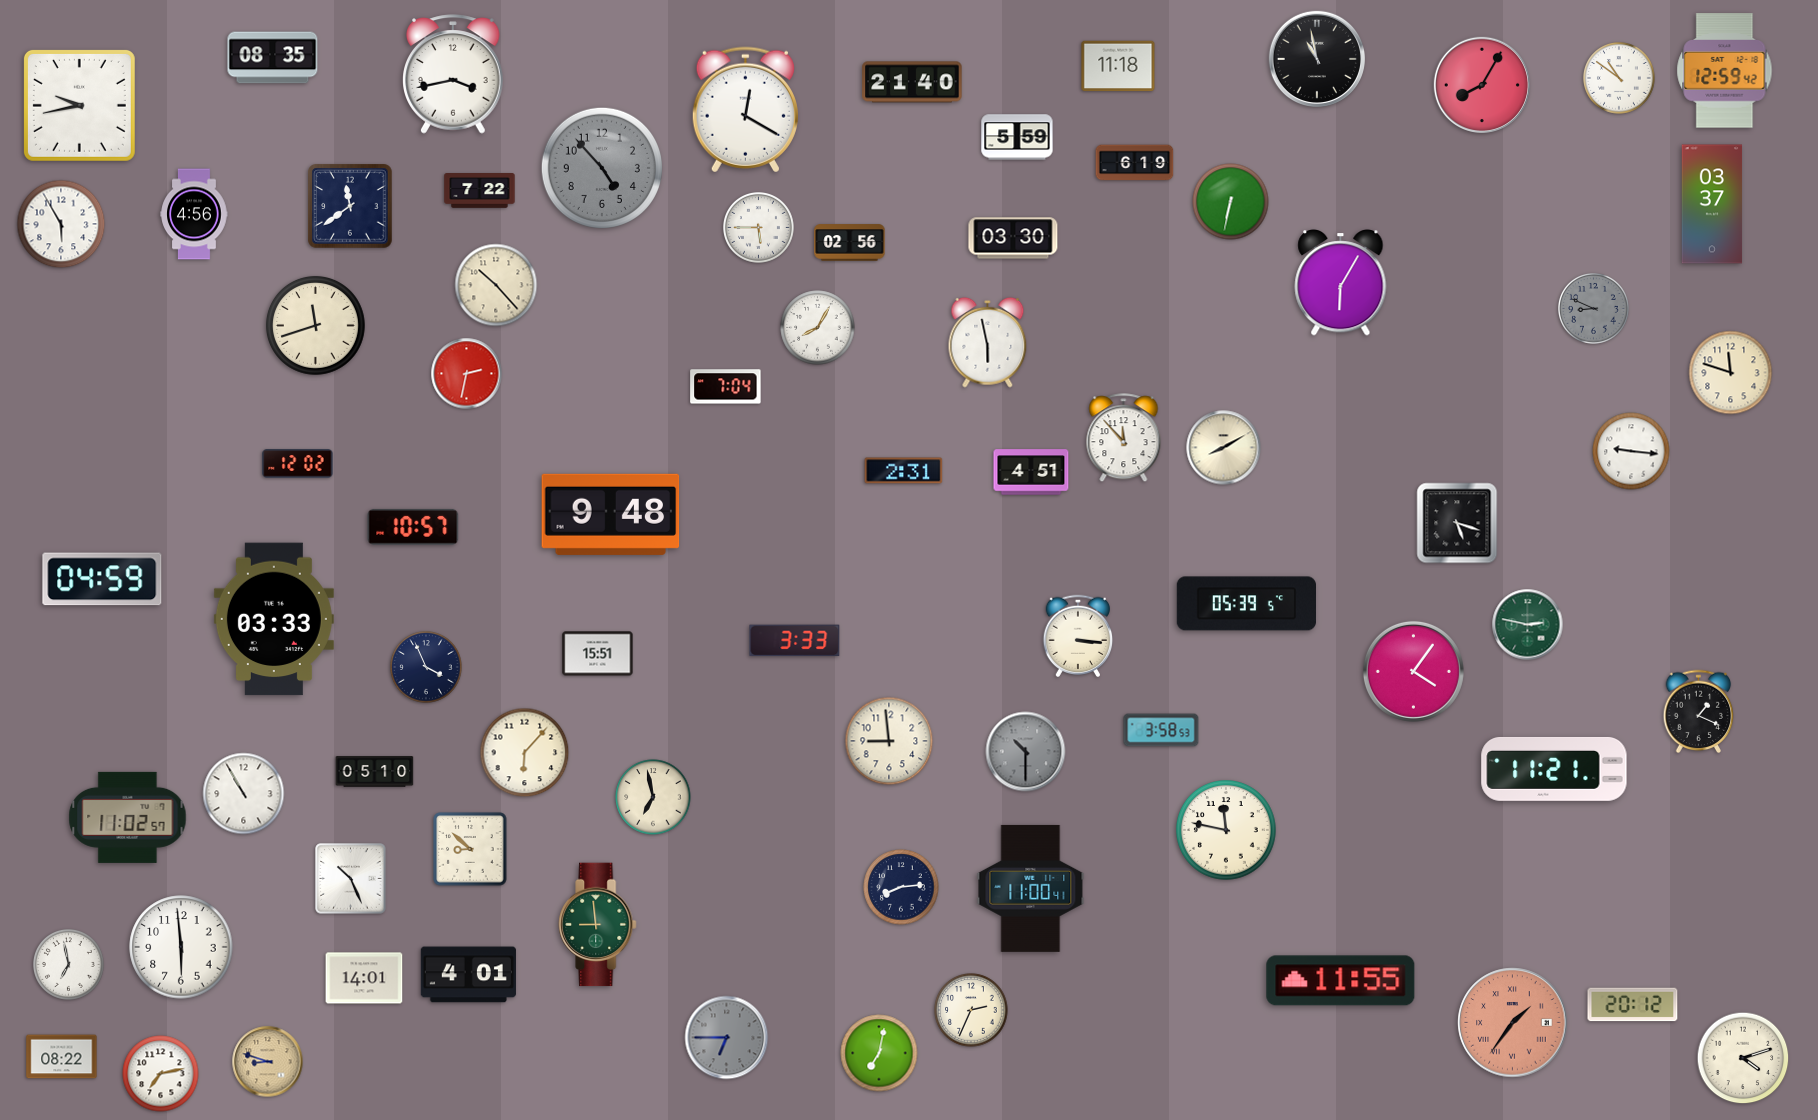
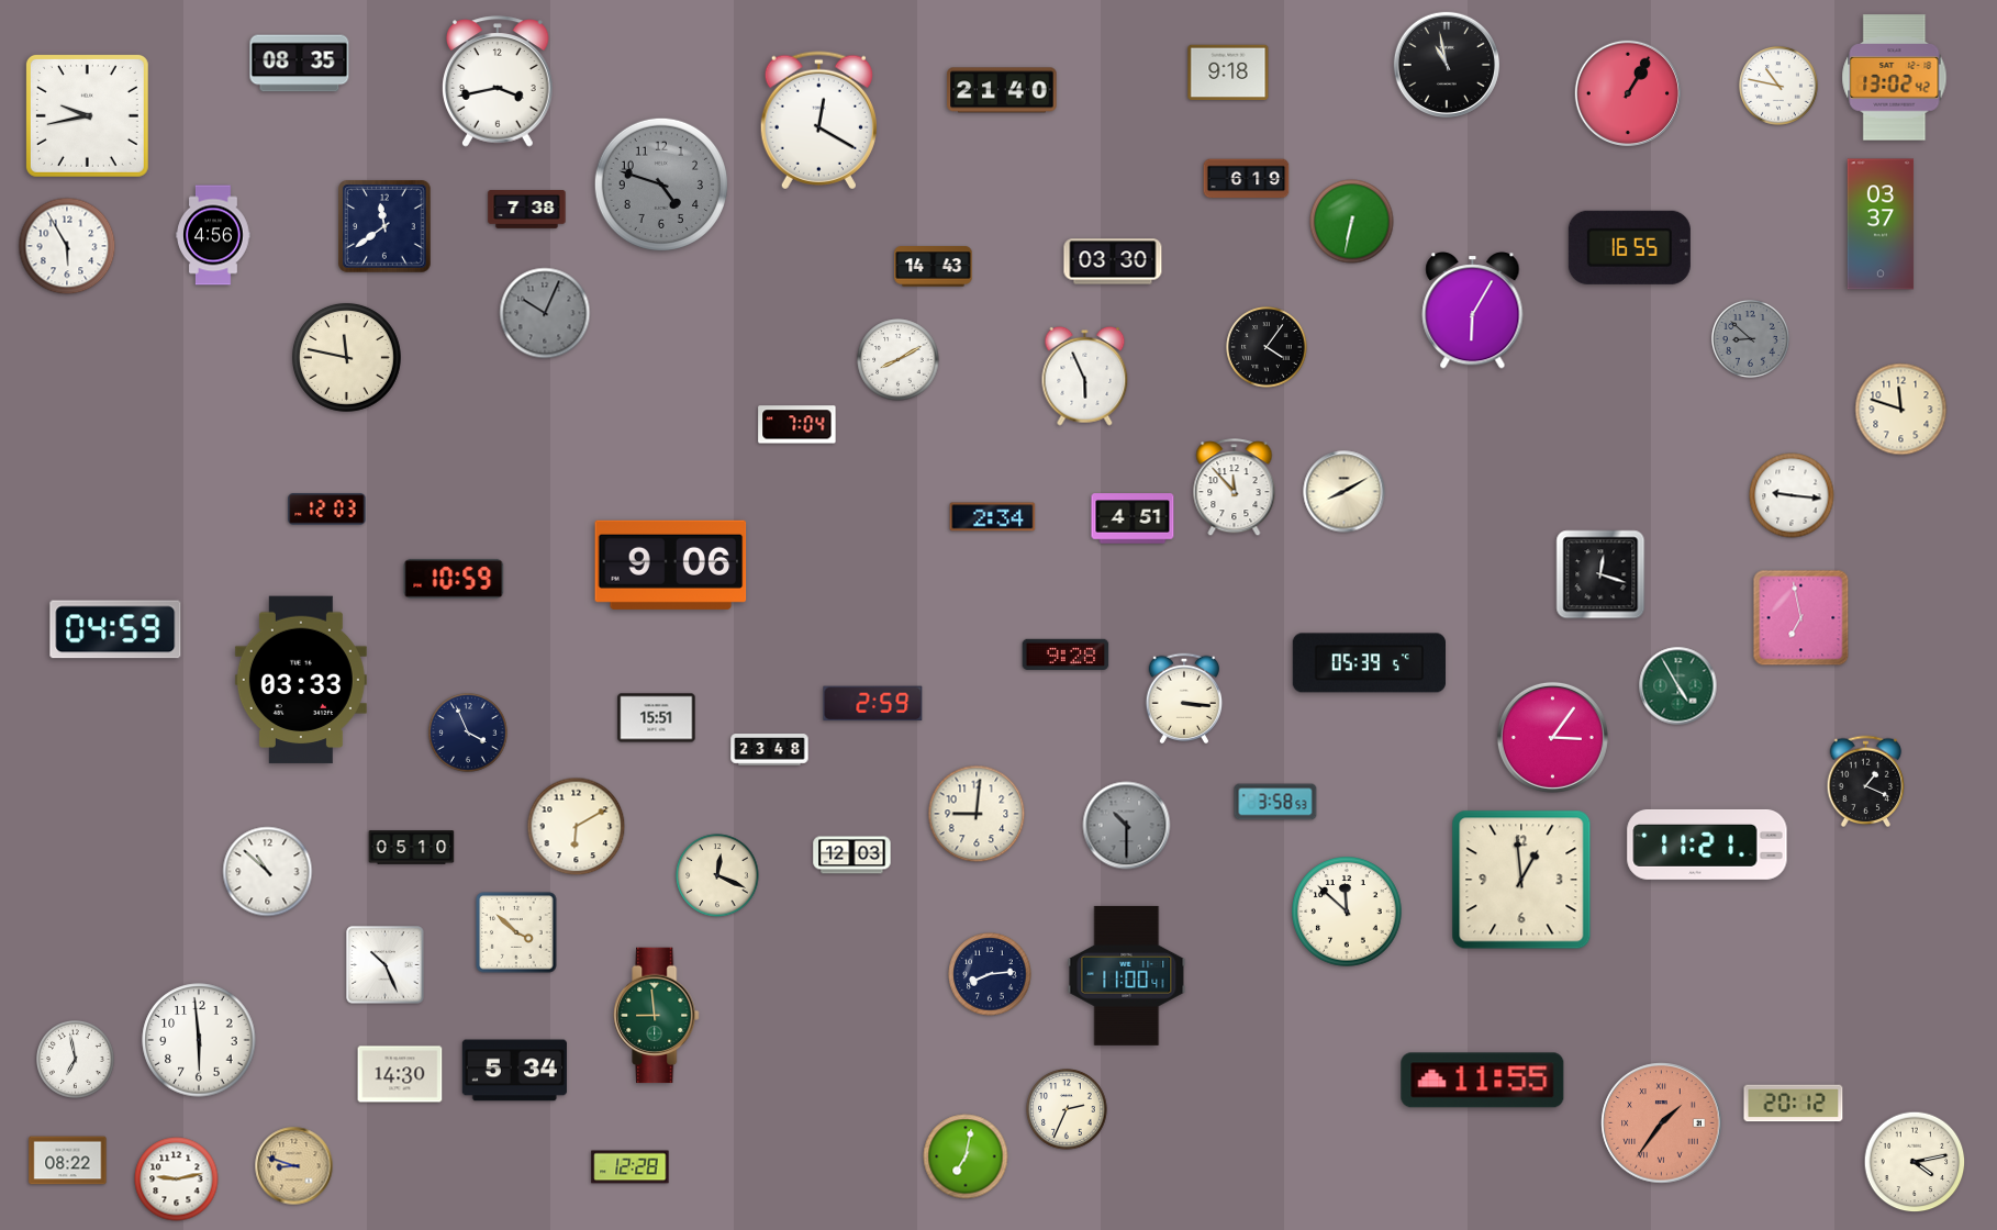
clock at (1118, 66): 11:18 -> 9:18
clock at (1725, 71): 12:59 -> 13:02
clock at (1620, 79): 10:51 -> 10:47
clock at (1482, 85): 8:05 -> 1:05
clock at (1017, 137): 5:59 -> none
clock at (601, 168): 4:53 -> 4:48
clock at (480, 191): 7:22 -> 7:38
clock at (1629, 247): none -> 16:55
clock at (759, 228): 5:45 -> none
clock at (850, 243): 02:56 -> 14:43
clock at (496, 285): 10:23 -> 10:04
clock at (496, 285) dial: cream -> grey
clock at (1594, 309): 8:49 -> 8:52
clock at (1267, 347): none -> 4:06
clock at (315, 325): 11:42 -> 11:47
clock at (818, 328): 8:05 -> 8:10
clock at (988, 342): 5:58 -> 5:56
clock at (467, 374): 2:32 -> none
clock at (1124, 438) position: (1124, 438) -> (1235, 488)
clock at (298, 464): 12:02 -> 12:03
clock at (904, 471): 2:31 -> 2:34
clock at (611, 514): 9:48 -> 9:06
clock at (1457, 523): 5:18 -> 12:18
clock at (413, 527): 10:57 -> 10:59
clock at (1801, 618): none -> 6:58
clock at (102, 579) position: (102, 579) -> (115, 629)
clock at (1066, 653): none -> 9:28
clock at (1528, 625): 2:47 -> 4:55
clock at (795, 641): 3:33 -> 2:59
clock at (1413, 671): 4:06 -> 3:06
clock at (770, 750): none -> 23:48
clock at (889, 741): 8:59 -> 9:01
clock at (525, 753): 6:07 -> 6:10
clock at (852, 856): none -> 12:03
clock at (244, 794): 10:55 -> 10:52
clock at (653, 797): 6:58 -> 12:19
clock at (1521, 880): none -> 12:59
clock at (128, 817): 11:02 -> none
clock at (1227, 831): 11:47 -> 11:52
clock at (470, 849): 8:52 -> 3:52
clock at (1031, 888) position: (1031, 888) -> (1127, 975)
clock at (468, 975): 4:01 -> 5:34
clock at (364, 978): 14:01 -> 14:30
clock at (1341, 981) position: (1341, 981) -> (1483, 1081)
clock at (727, 1038): 6:45 -> none
clock at (1743, 1058): 4:12 -> 4:13
clock at (631, 1167): none -> 12:28
clock at (161, 1074): 7:13 -> 9:13
